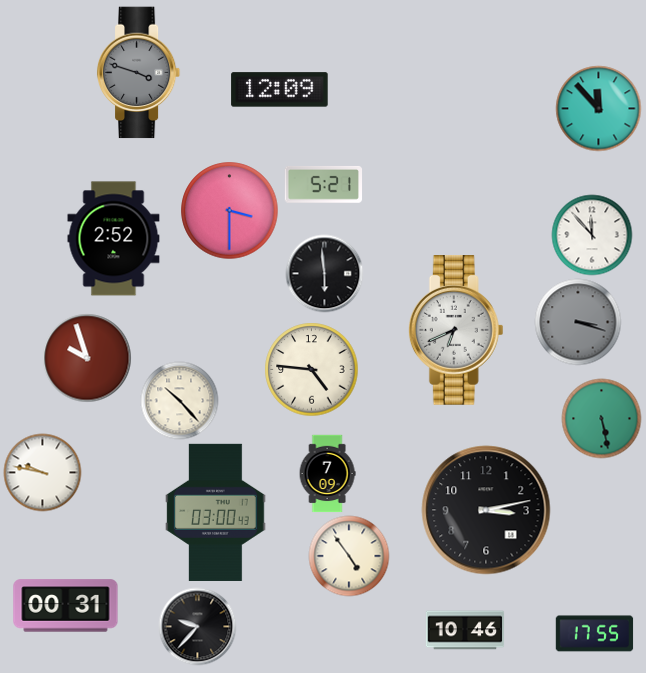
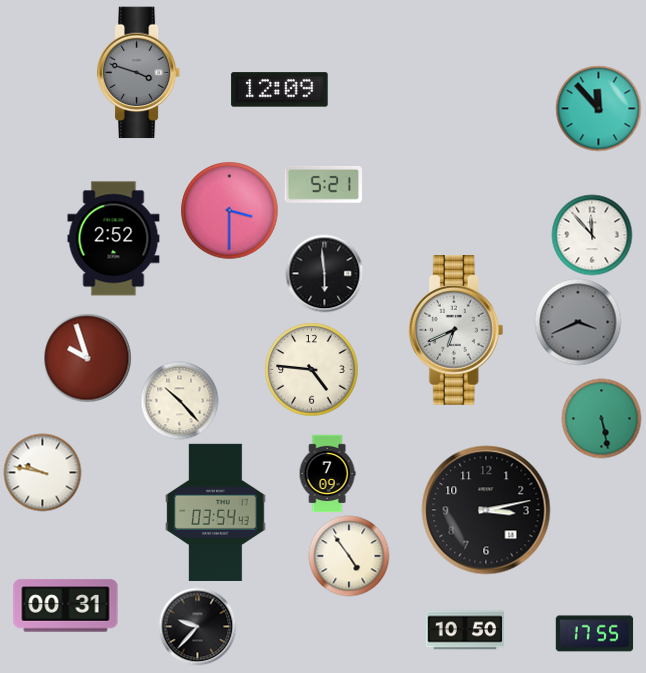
clock at (578, 322): 3:18 -> 3:41
clock at (216, 512): 03:00 -> 03:54
clock at (465, 630): 10:46 -> 10:50
